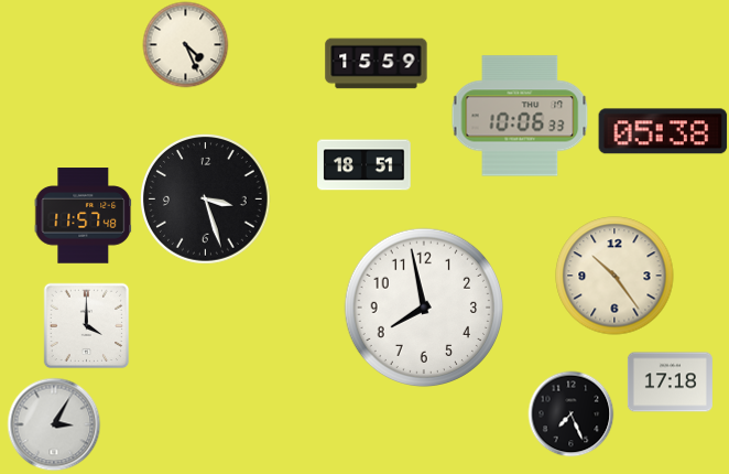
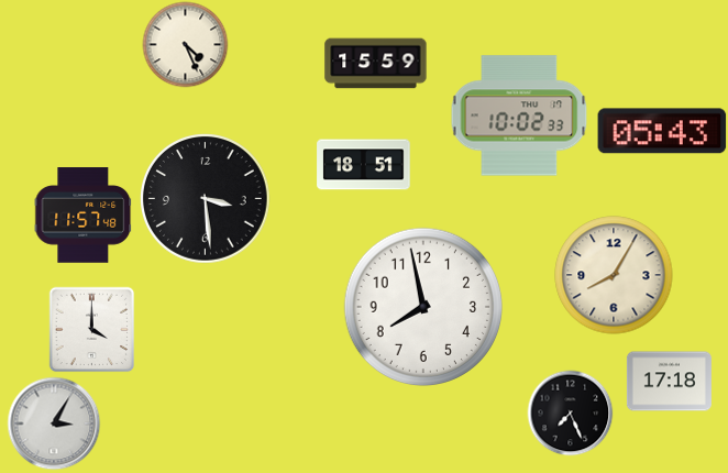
clock at (520, 116): 10:06 -> 10:02
clock at (663, 131): 05:38 -> 05:43
clock at (206, 200): 3:27 -> 3:29
clock at (614, 276): 10:24 -> 8:05
clock at (86, 325) position: (86, 325) -> (91, 329)
